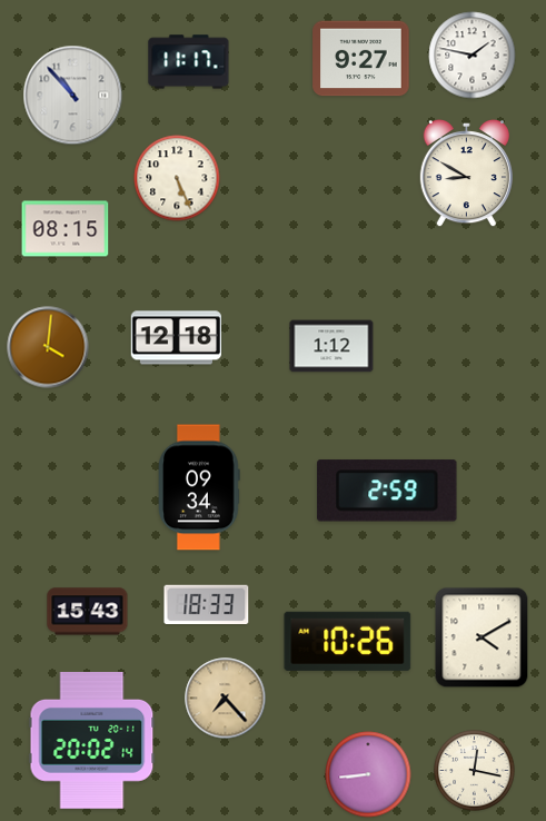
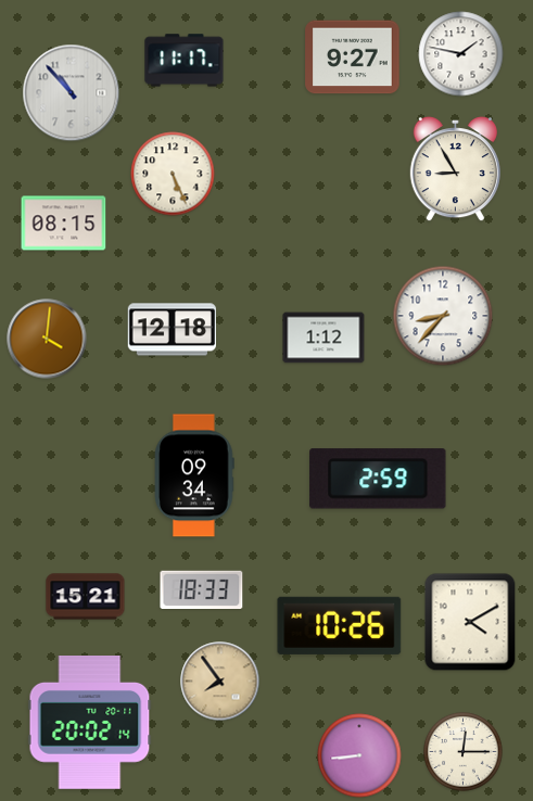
clock at (466, 175): 8:50 -> 8:55
clock at (443, 316): none -> 8:37
clock at (88, 612): 15:43 -> 15:21
clock at (226, 699): 7:23 -> 7:54
clock at (475, 771): 12:17 -> 12:15
